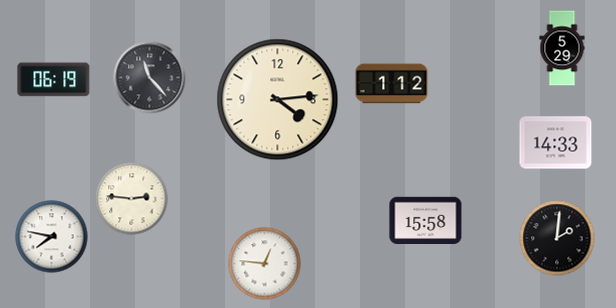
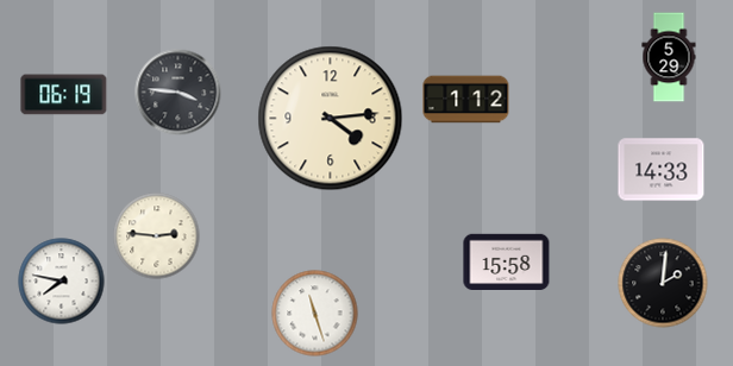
clock at (150, 78): 11:23 -> 3:46
clock at (265, 264): 12:46 -> 11:27
